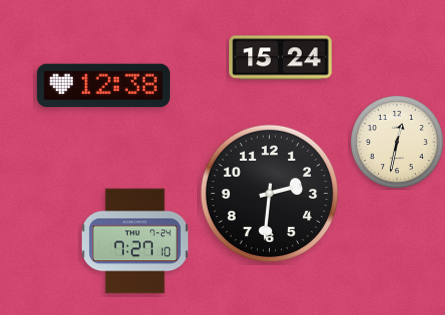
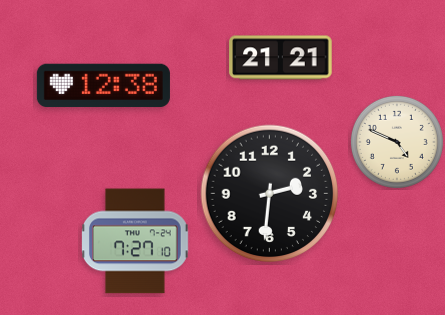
clock at (281, 58): 15:24 -> 21:21
clock at (397, 142): 12:32 -> 4:49
